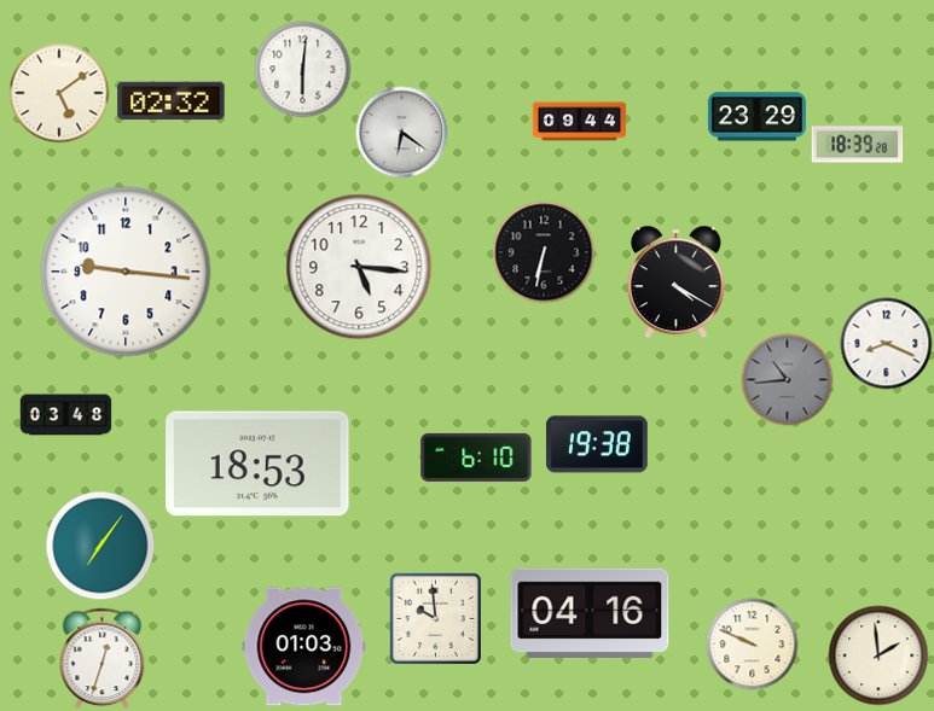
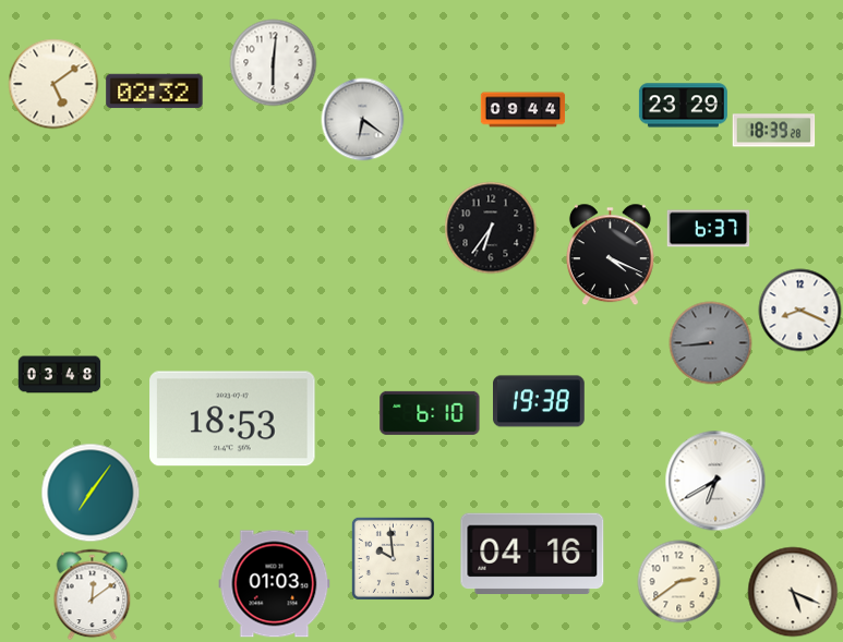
clock at (544, 252): 6:32 -> 6:36
clock at (709, 229): none -> 6:37
clock at (359, 267): 5:16 -> none
clock at (126, 272): 9:16 -> none
clock at (675, 282): 4:20 -> 4:19
clock at (788, 380): 10:44 -> 8:44
clock at (715, 481): none -> 6:40
clock at (753, 645): 9:49 -> 2:39
clock at (878, 655): 1:59 -> 5:19
clock at (103, 659): 12:33 -> 12:09
